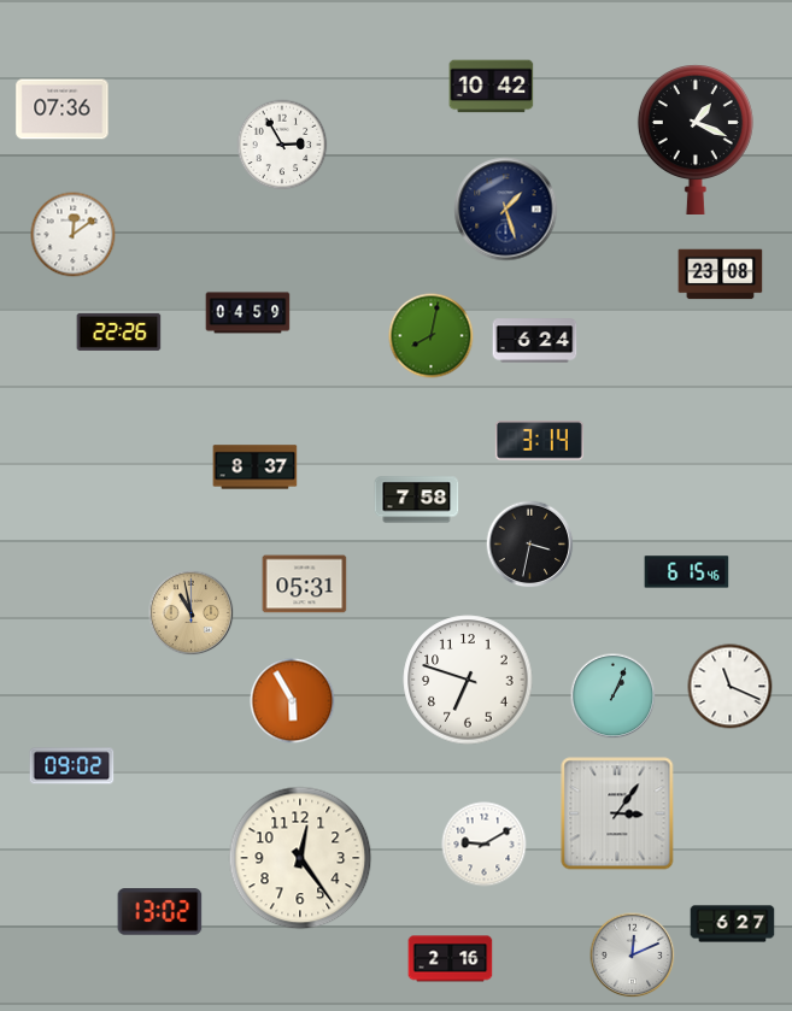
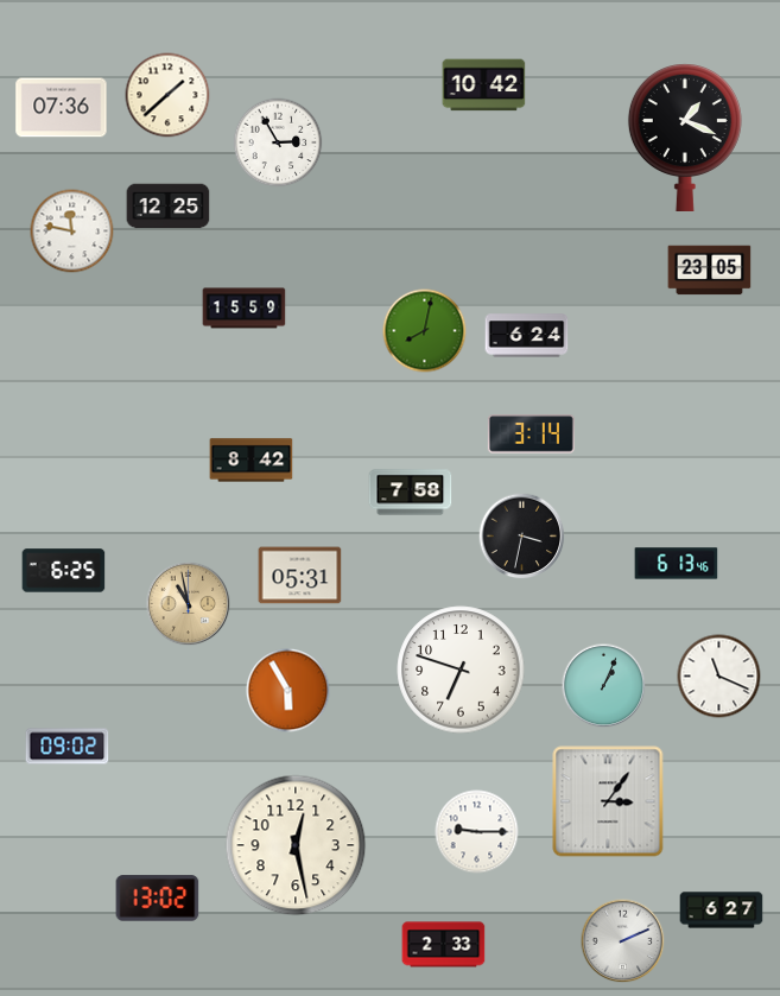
clock at (167, 95): none -> 1:38
clock at (169, 207): none -> 12:25
clock at (506, 210): 1:27 -> none
clock at (74, 235): 12:09 -> 11:47
clock at (721, 275): 23:08 -> 23:05
clock at (248, 313): 04:59 -> 15:59
clock at (119, 331): 22:26 -> none
clock at (256, 468): 8:37 -> 8:42
clock at (687, 572): 6:15 -> 6:13
clock at (64, 571): none -> 6:25
clock at (72, 766) position: (72, 766) -> (68, 747)
clock at (485, 845): 9:10 -> 9:15
clock at (300, 858): 12:24 -> 12:28
clock at (633, 956): 12:11 -> 2:11
clock at (451, 959): 2:16 -> 2:33
